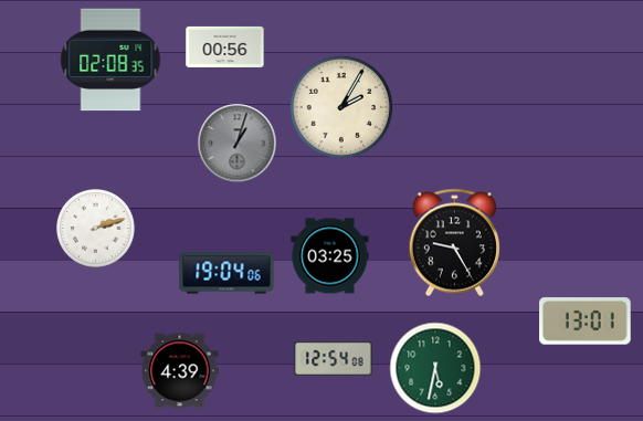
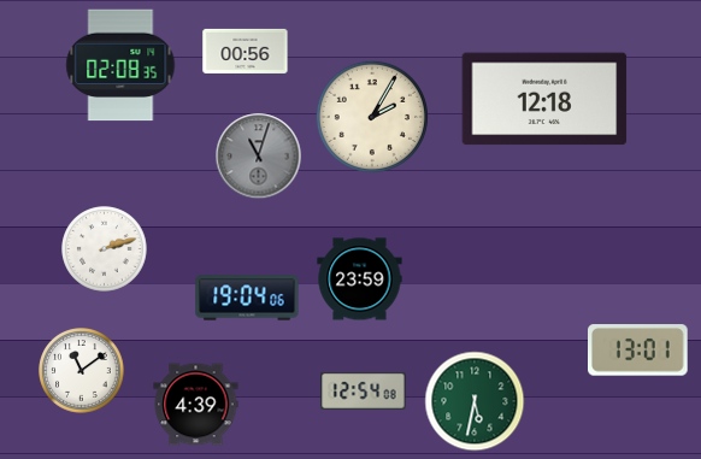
clock at (544, 99): none -> 12:18
clock at (238, 144): 1:03 -> 11:03
clock at (454, 243): 9:25 -> none
clock at (330, 256): 03:25 -> 23:59
clock at (82, 371): none -> 11:09
